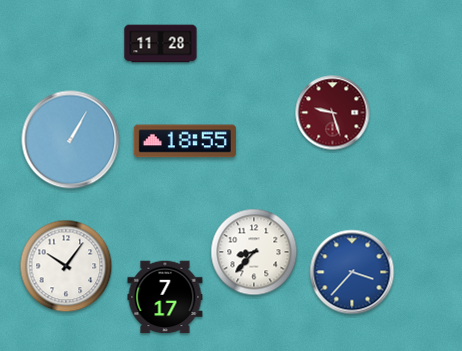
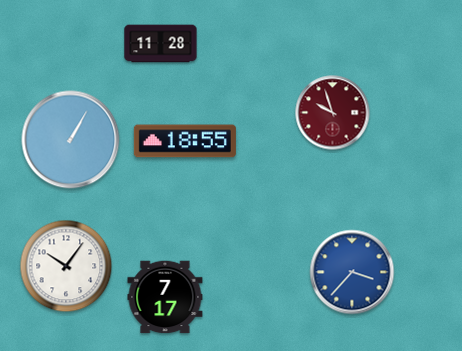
clock at (333, 113): 9:27 -> 9:57
clock at (254, 252): 8:37 -> none
